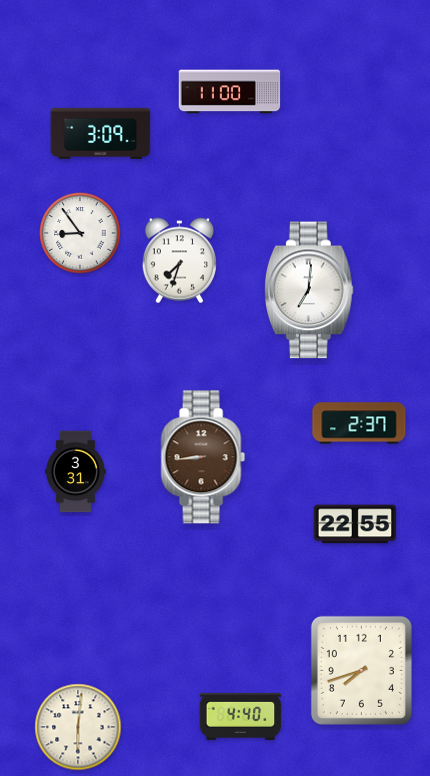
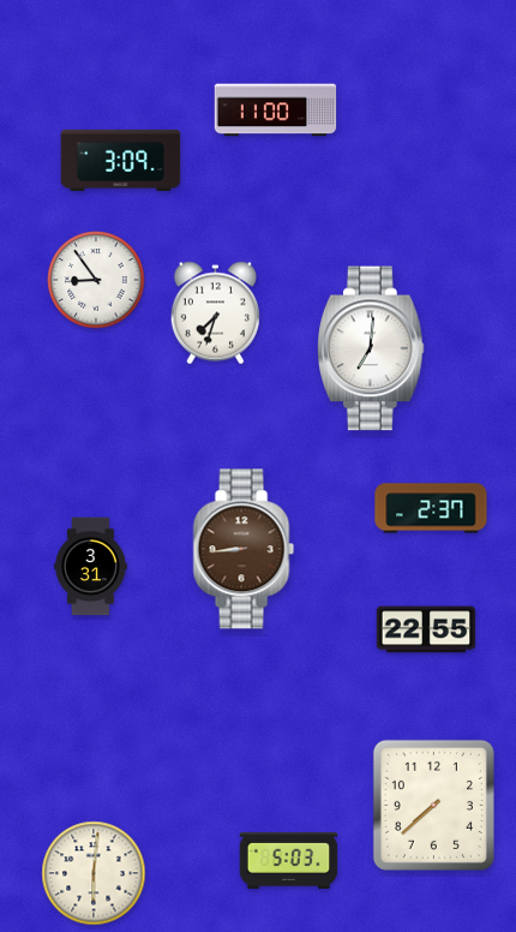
clock at (361, 670): 7:42 -> 7:38
clock at (241, 716): 4:40 -> 5:03
